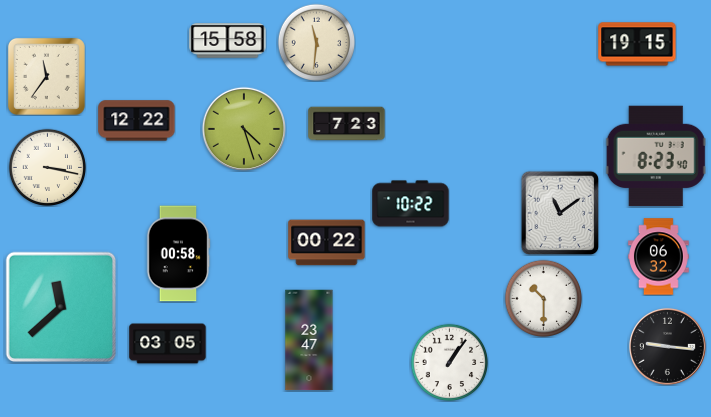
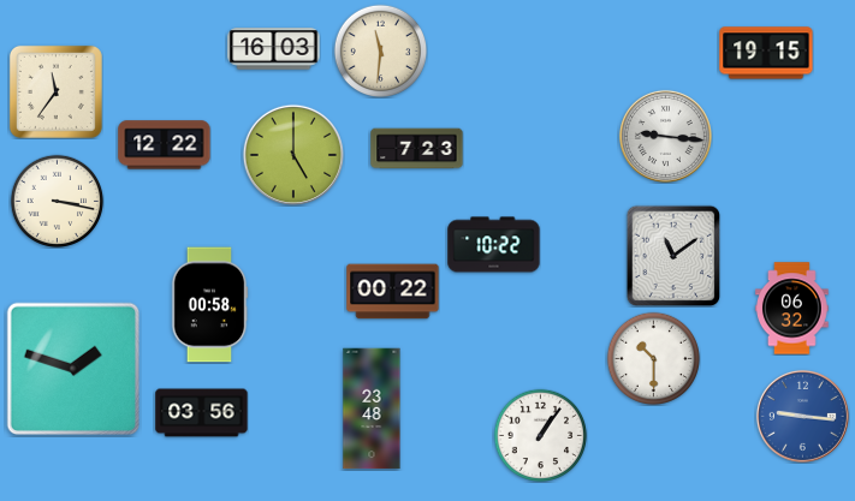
clock at (228, 41): 15:58 -> 16:03
clock at (665, 136): none -> 9:16
clock at (243, 128): 4:27 -> 5:00
clock at (656, 156): 8:23 -> none
clock at (178, 254) position: (178, 254) -> (209, 305)
clock at (61, 307): 11:38 -> 1:48
clock at (309, 340): 23:47 -> 23:48
clock at (168, 344): 03:05 -> 03:56
clock at (667, 346) dial: black -> blue
